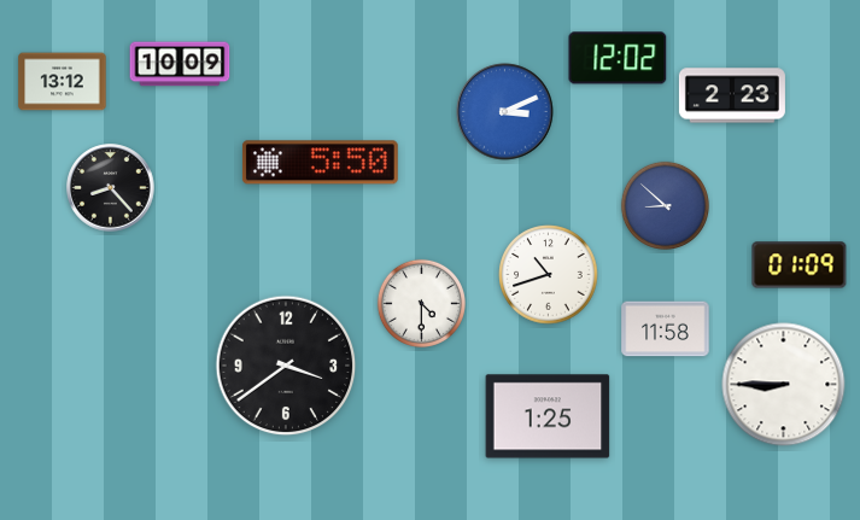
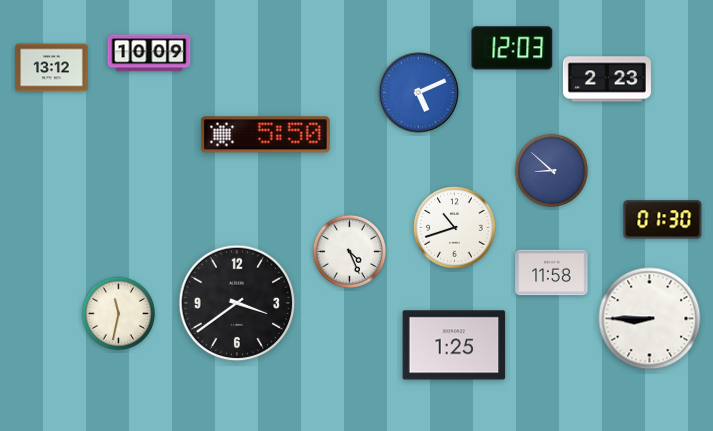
clock at (618, 58): 12:02 -> 12:03
clock at (505, 112): 3:11 -> 5:11
clock at (111, 188): 8:23 -> none
clock at (800, 265): 01:09 -> 01:30
clock at (421, 303): 4:30 -> 4:26
clock at (118, 313): none -> 11:32
